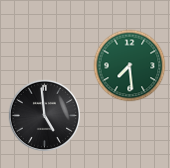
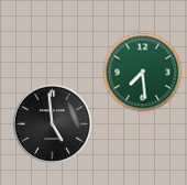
clock at (44, 115) position: (44, 115) -> (52, 123)
